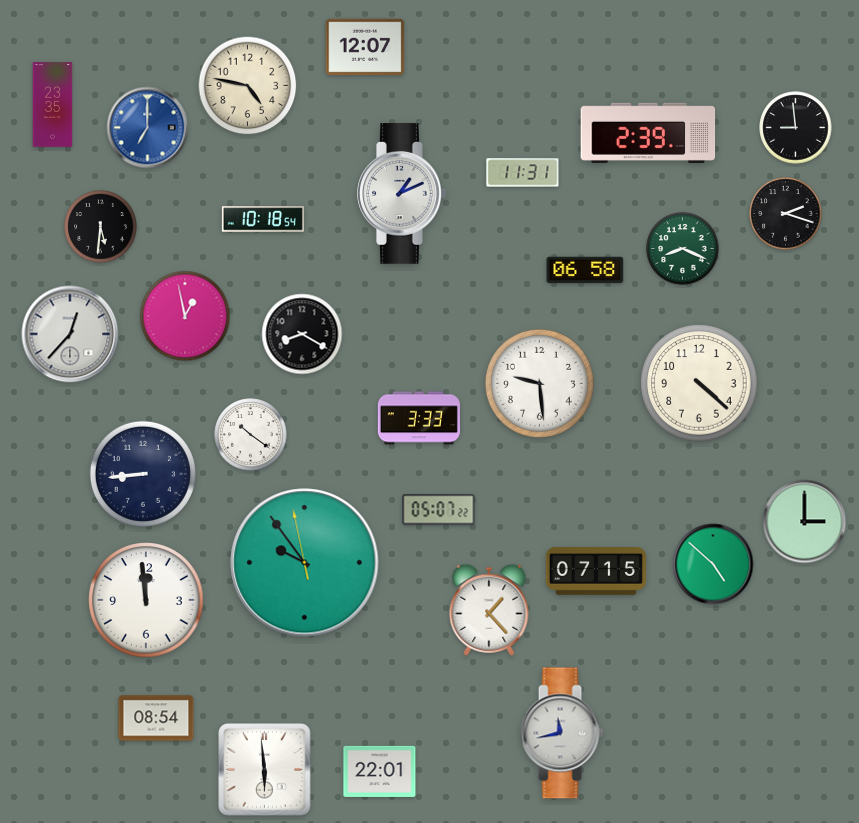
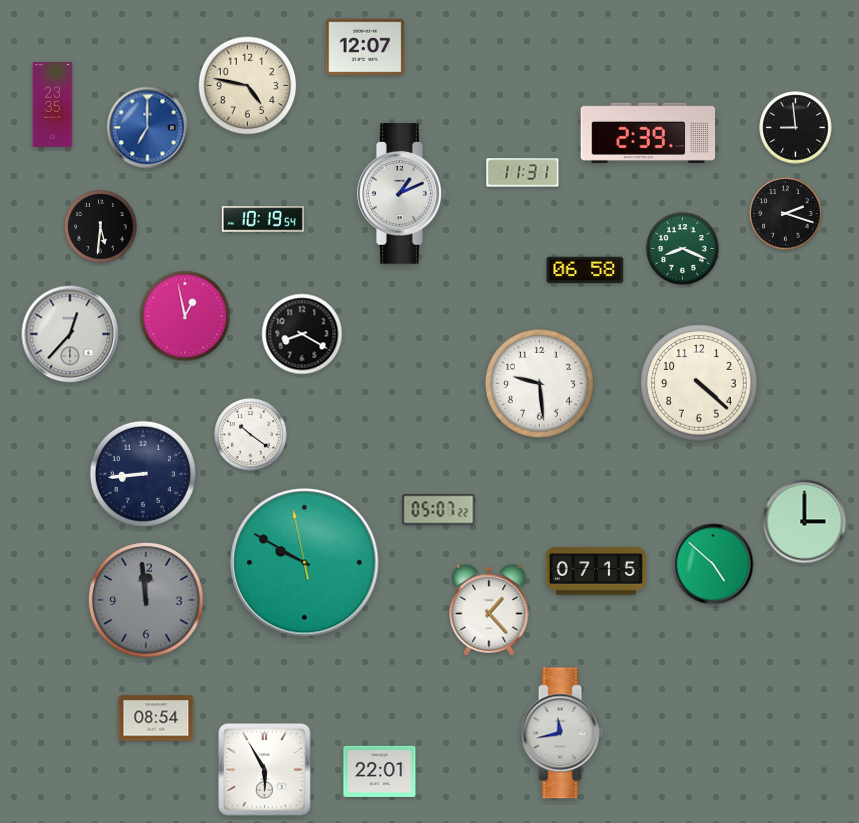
clock at (263, 219): 10:18 -> 10:19
clock at (419, 418): 3:33 -> none
clock at (305, 563): 9:53 -> 9:49
clock at (146, 600) dial: white -> grey
clock at (265, 770): 5:59 -> 5:55
